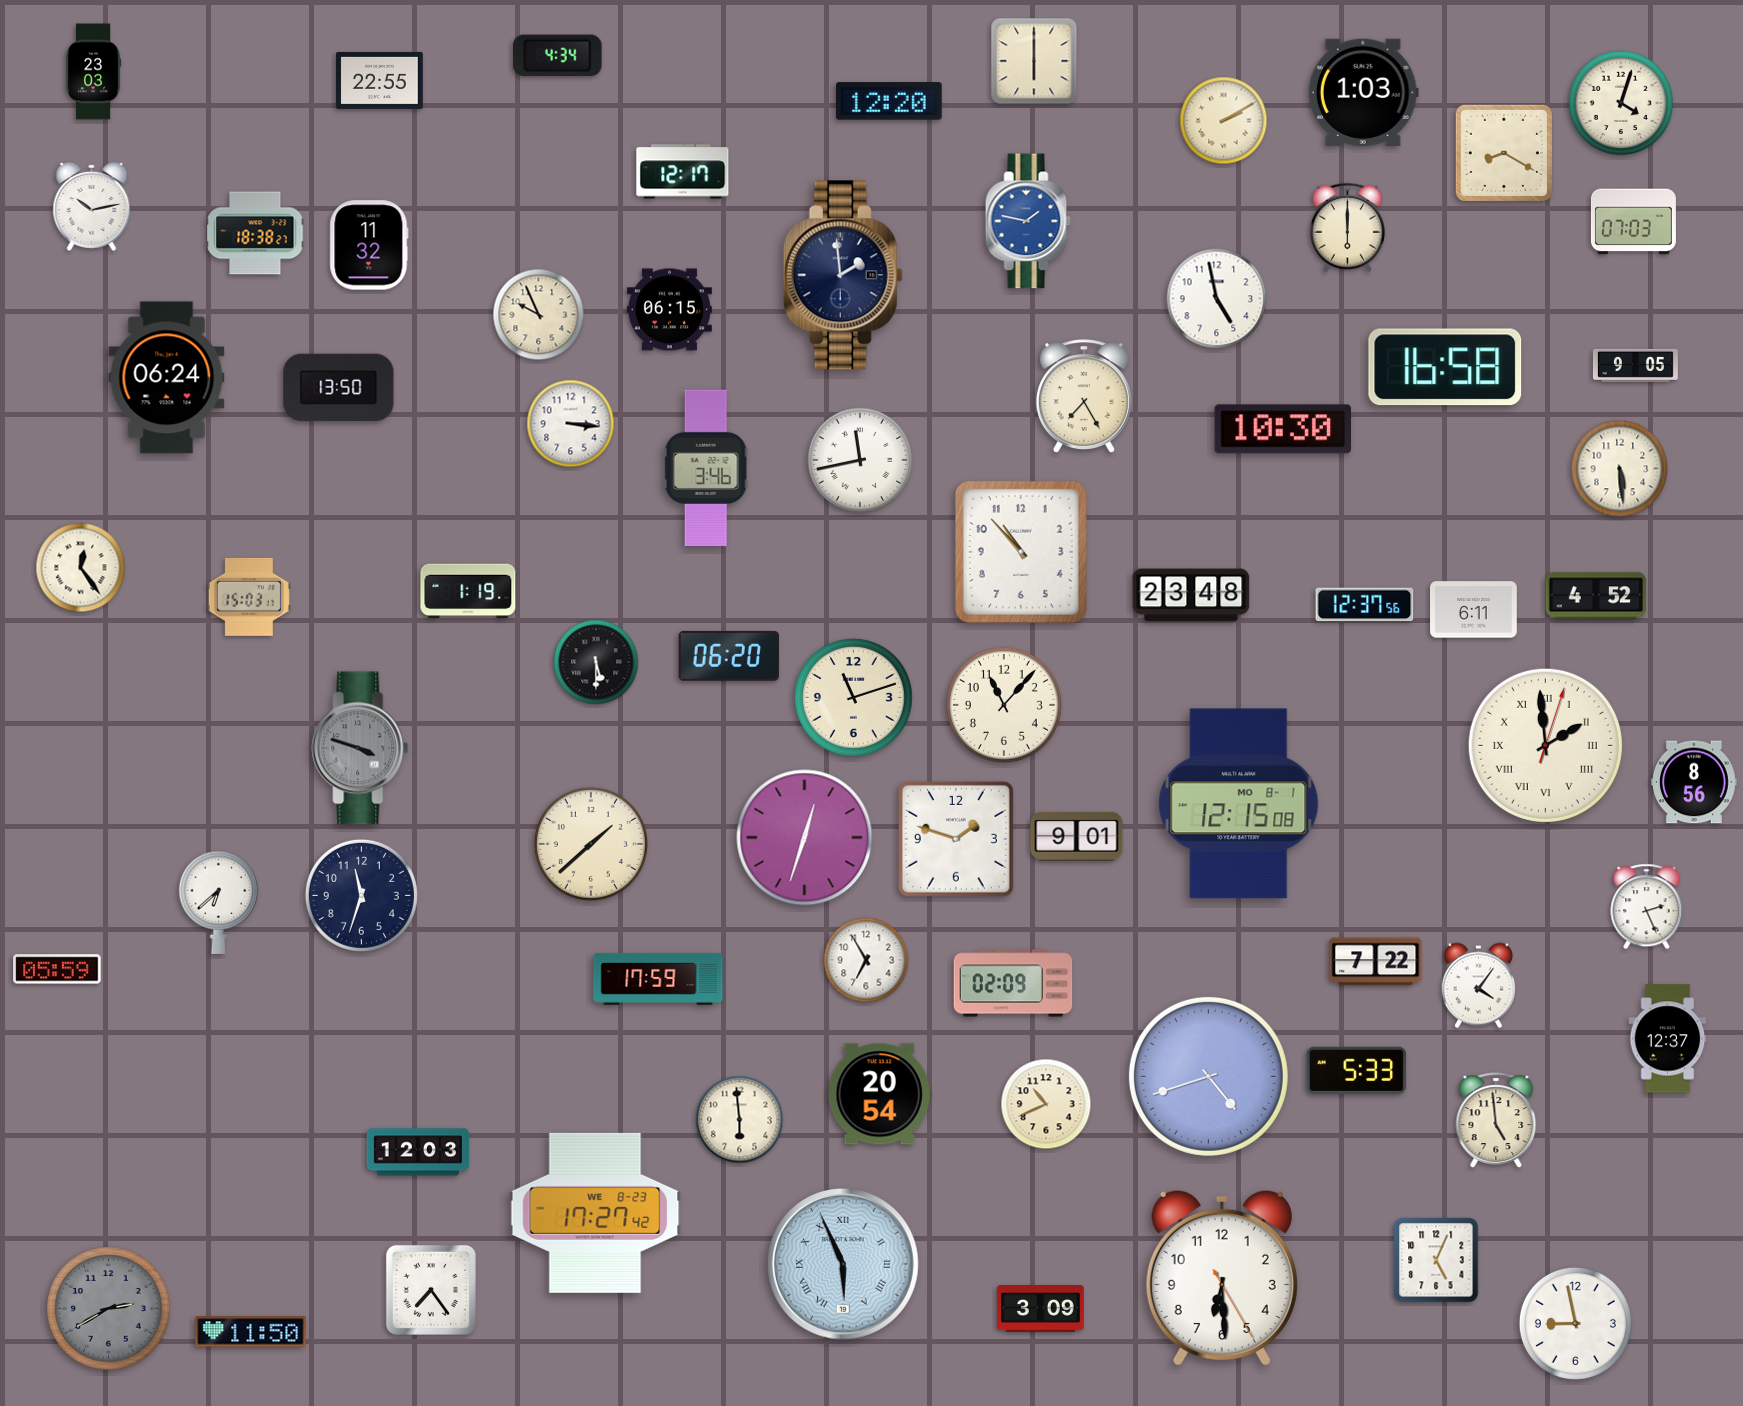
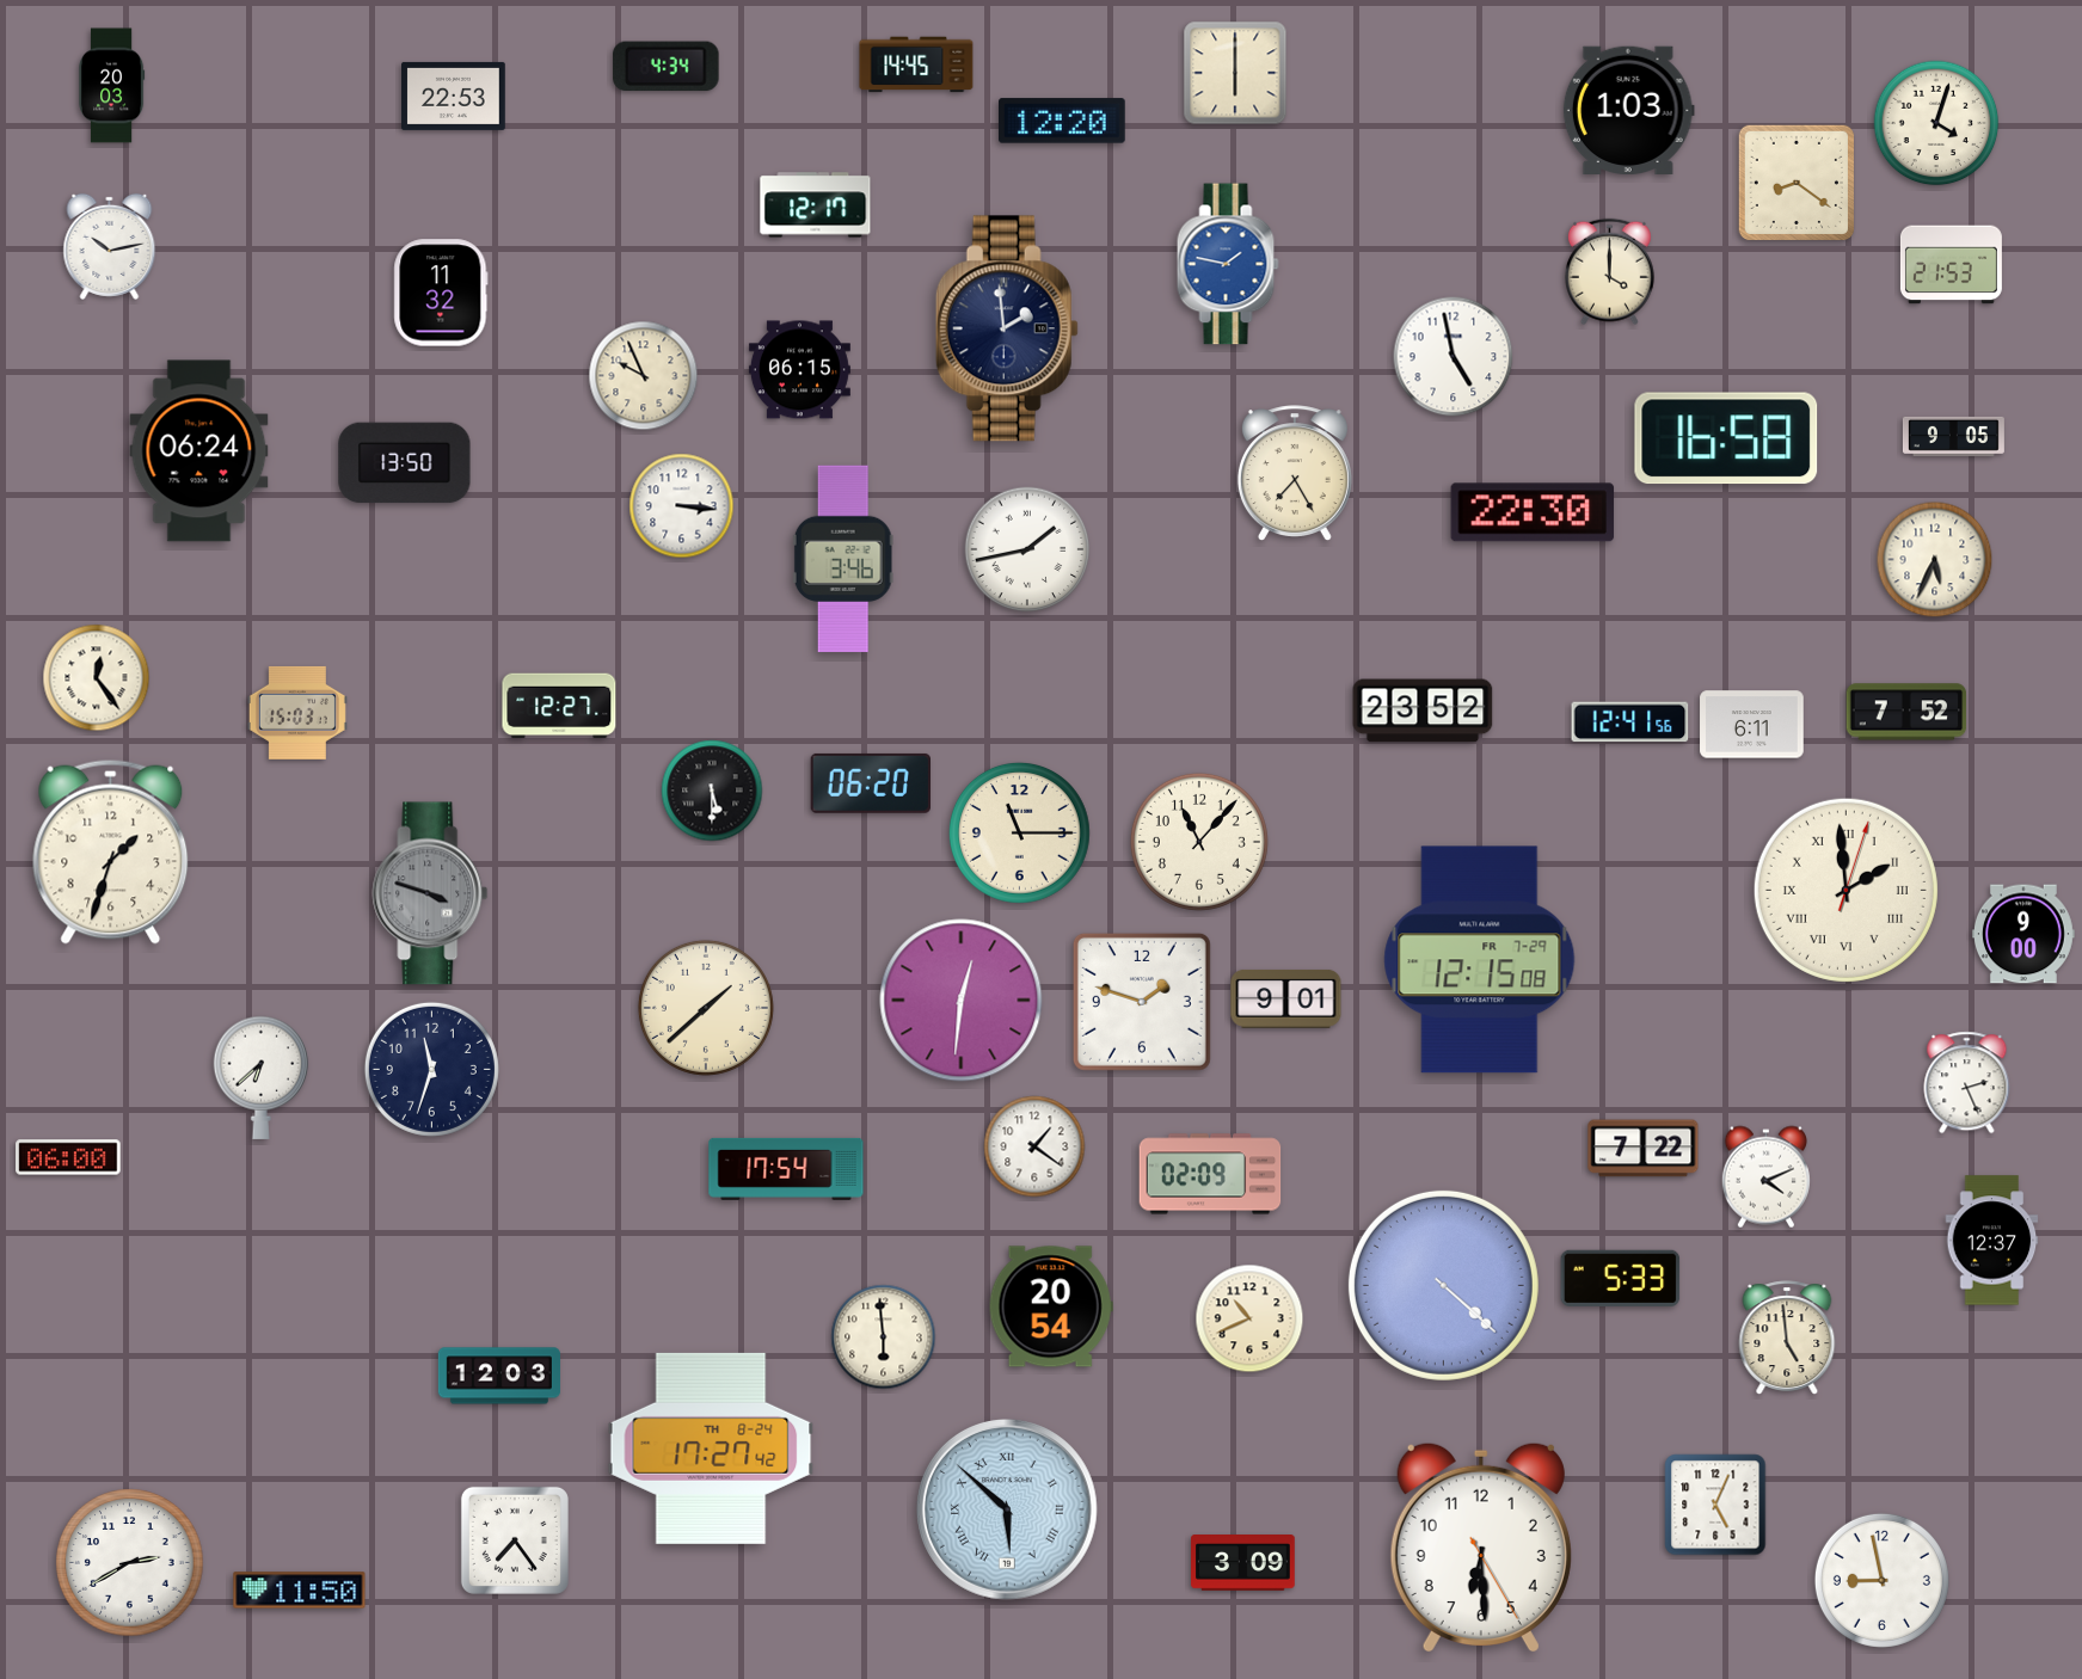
clock at (916, 64): none -> 14:45
clock at (93, 72): 23:03 -> 20:03
clock at (380, 80): 22:55 -> 22:53
clock at (1224, 121): 2:10 -> none
clock at (1504, 153): 8:20 -> 8:21
clock at (1633, 222): 07:03 -> 21:53
clock at (1347, 228): 6:00 -> 4:00
clock at (255, 233): 18:38 -> none
clock at (1283, 429): 10:30 -> 22:30
clock at (860, 460): 11:43 -> 1:43
clock at (1620, 469): 5:29 -> 5:34
clock at (1021, 552): 10:53 -> none
clock at (468, 591): 1:19 -> 12:27
clock at (1191, 595): 23:48 -> 23:52
clock at (1596, 596): 4:52 -> 7:52
clock at (1365, 605): 12:37 -> 12:41
clock at (1474, 610) position: (1474, 610) -> (1752, 725)
clock at (854, 698): 11:12 -> 11:15
clock at (111, 851): none -> 1:33
clock at (1694, 782): 8:56 -> 9:00
clock at (1239, 804) date: MO 8-1 -> FR 7-29
clock at (805, 838): 12:33 -> 12:31
clock at (866, 960): 6:55 -> 1:21
clock at (57, 969): 05:59 -> 06:00
clock at (658, 979): 17:59 -> 17:54
clock at (1478, 986): 4:06 -> 4:11
clock at (1208, 1076): 4:42 -> 4:22
clock at (595, 1213) date: WE 8-23 -> TH 8-24
clock at (843, 1264): 5:56 -> 5:52
clock at (1222, 1277) position: (1222, 1277) -> (1481, 1546)
clock at (109, 1309) dial: grey -> white
